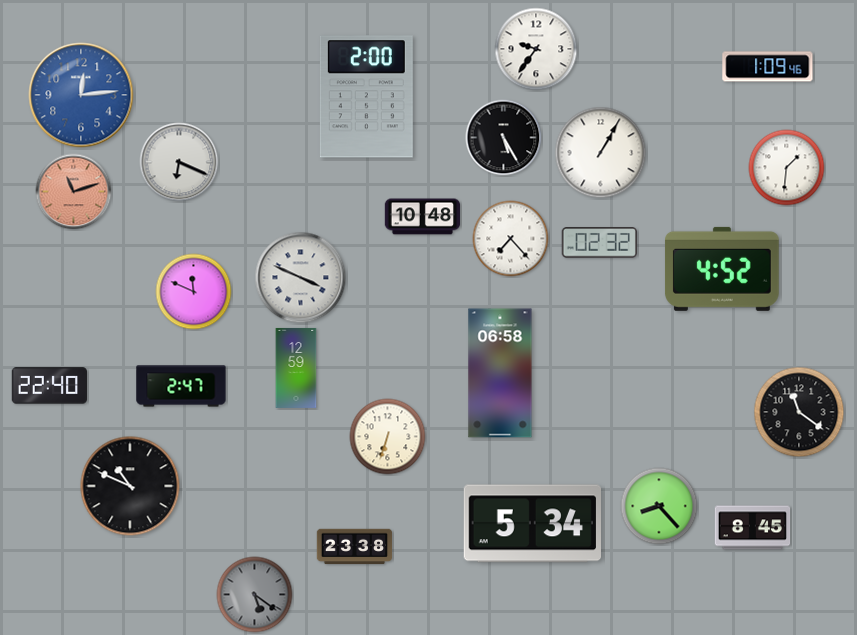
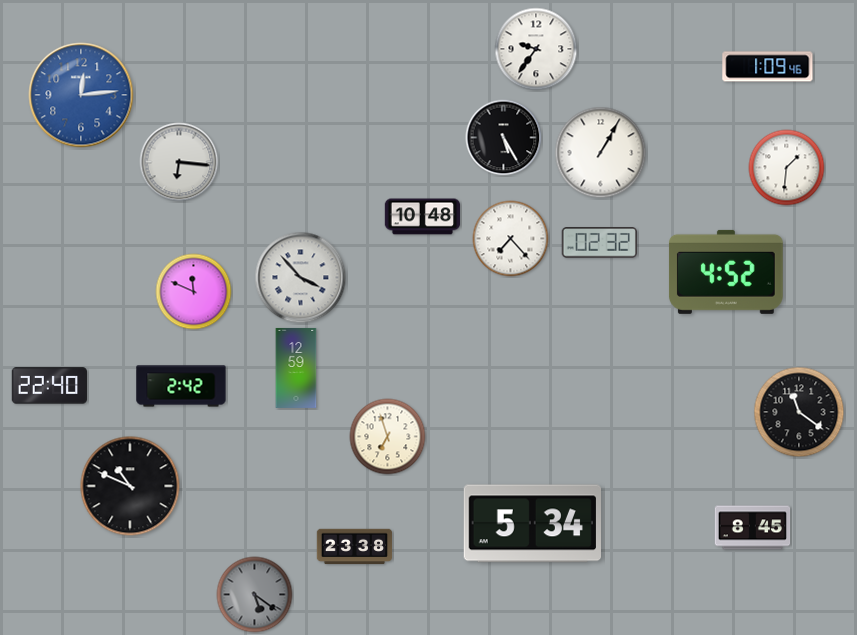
clock at (366, 97): 2:00 -> none
clock at (179, 162): 6:19 -> 6:16
clock at (74, 192): 11:12 -> none
clock at (722, 269) position: (722, 269) -> (726, 272)
clock at (301, 278): 3:49 -> 3:53
clock at (500, 373): 06:58 -> none
clock at (181, 386): 2:47 -> 2:42
clock at (388, 437): 6:33 -> 6:57
clock at (659, 506): 8:23 -> none
